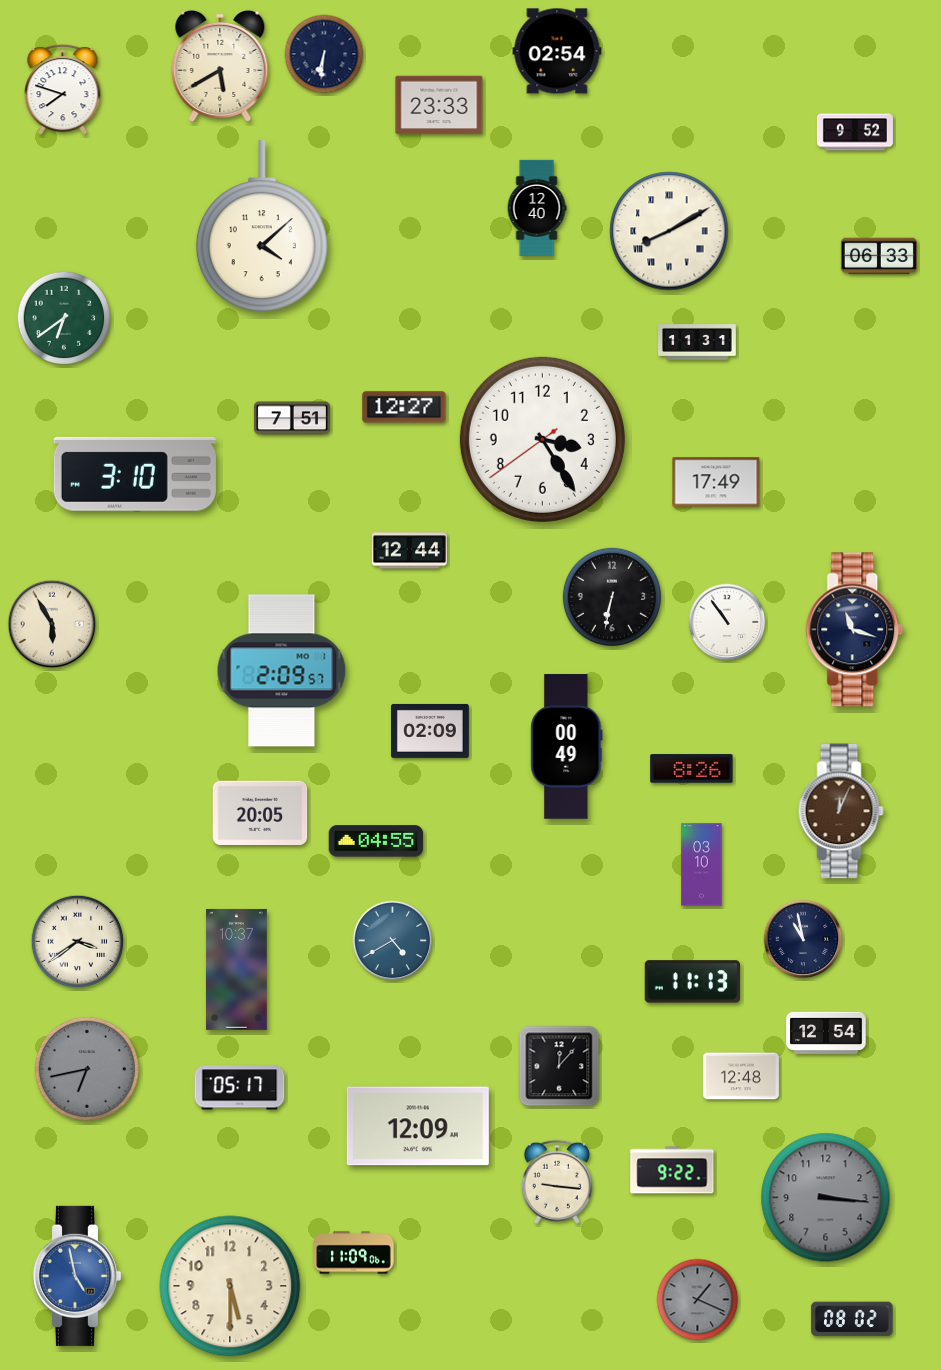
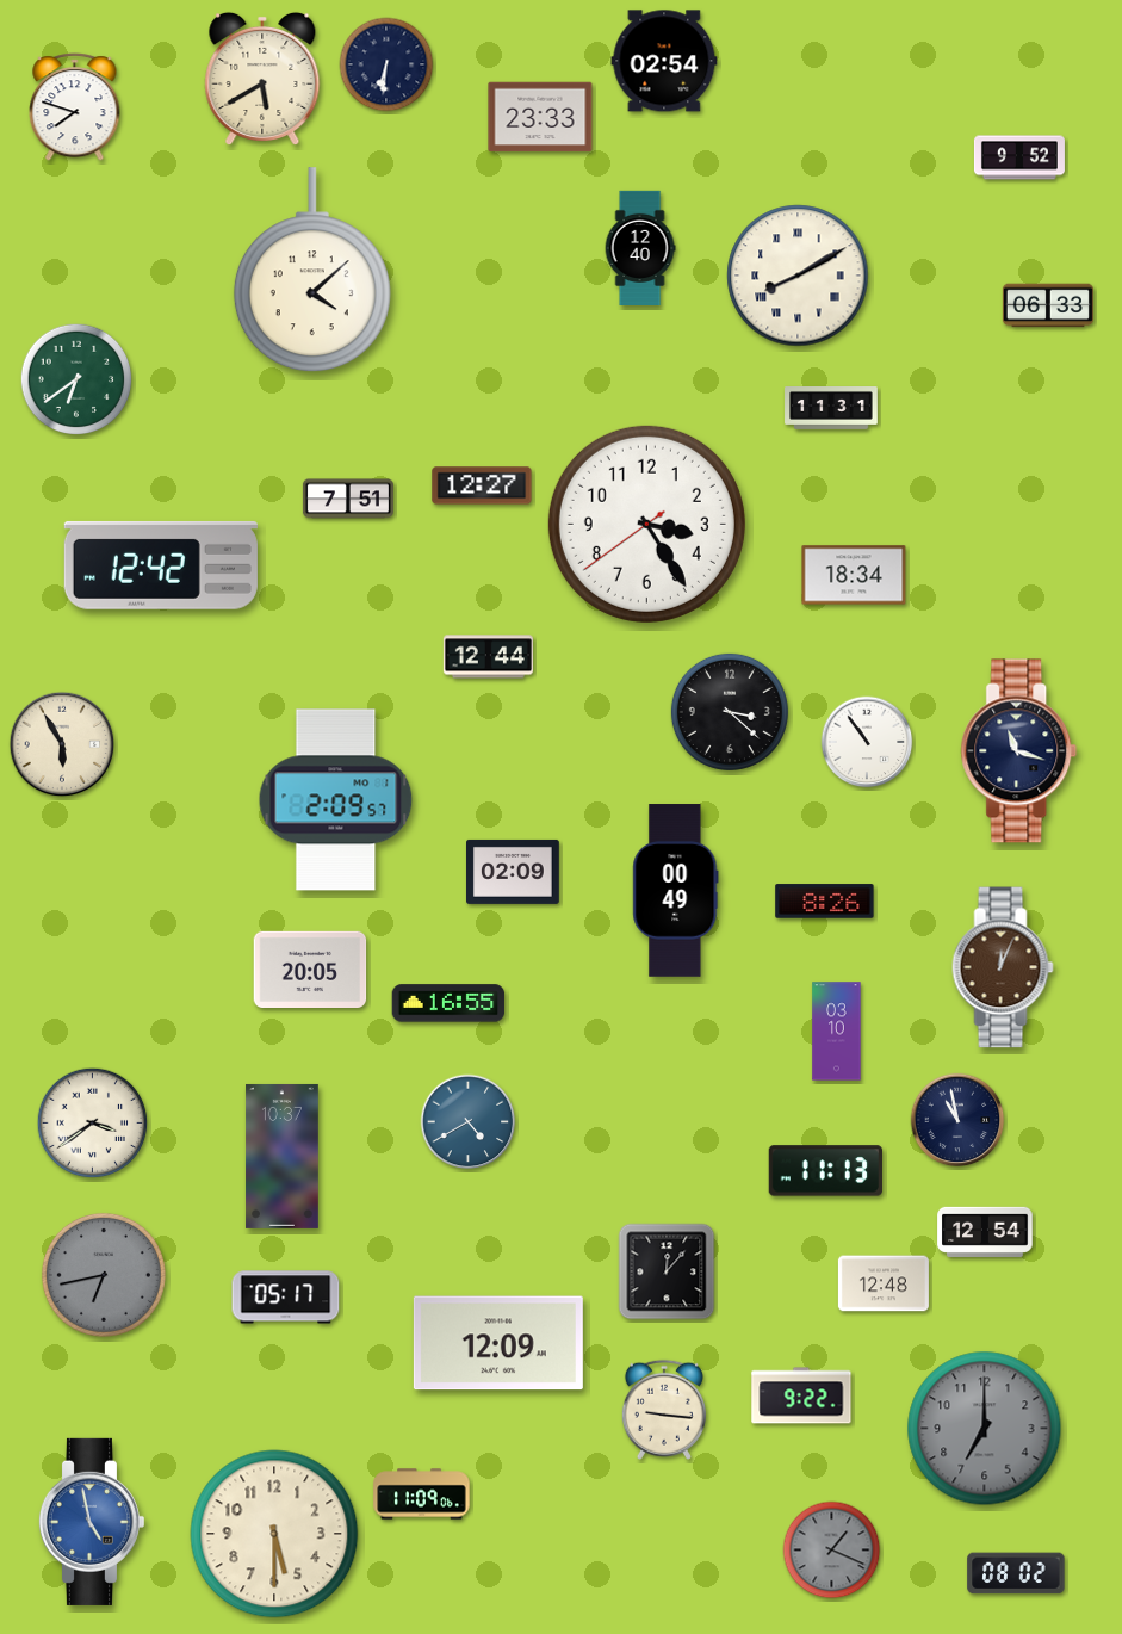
clock at (439, 105) position: (439, 105) -> (540, 117)
clock at (135, 474): 3:10 -> 12:42
clock at (716, 482): 17:49 -> 18:34
clock at (612, 597): 6:32 -> 3:22
clock at (692, 769) position: (692, 769) -> (825, 902)
clock at (376, 841): 04:55 -> 16:55
clock at (826, 1198): 3:16 -> 7:00
